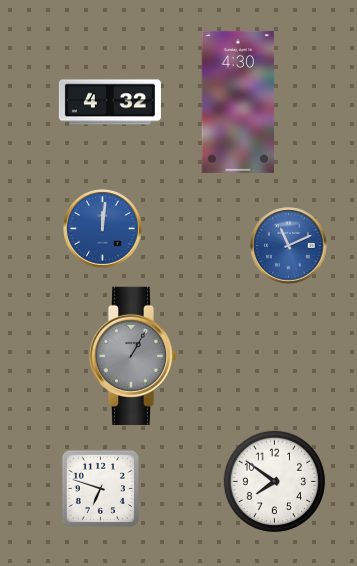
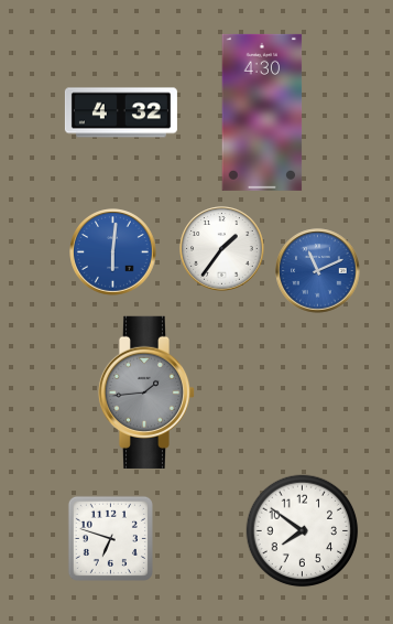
clock at (222, 249): none -> 1:36
clock at (103, 229): 12:01 -> 6:01
clock at (133, 356): 1:05 -> 1:44
